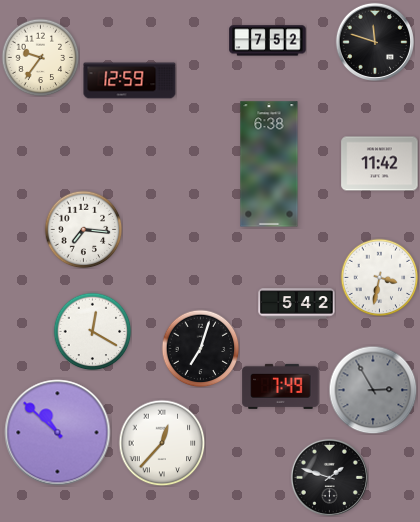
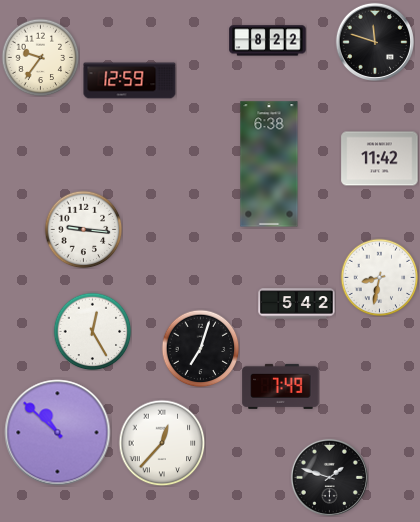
clock at (268, 41): 7:52 -> 8:22
clock at (380, 164) position: (380, 164) -> (380, 159)
clock at (83, 229): 7:16 -> 9:16
clock at (379, 277): 3:32 -> 8:32
clock at (92, 331): 12:20 -> 12:25
clock at (373, 390): 2:55 -> none
